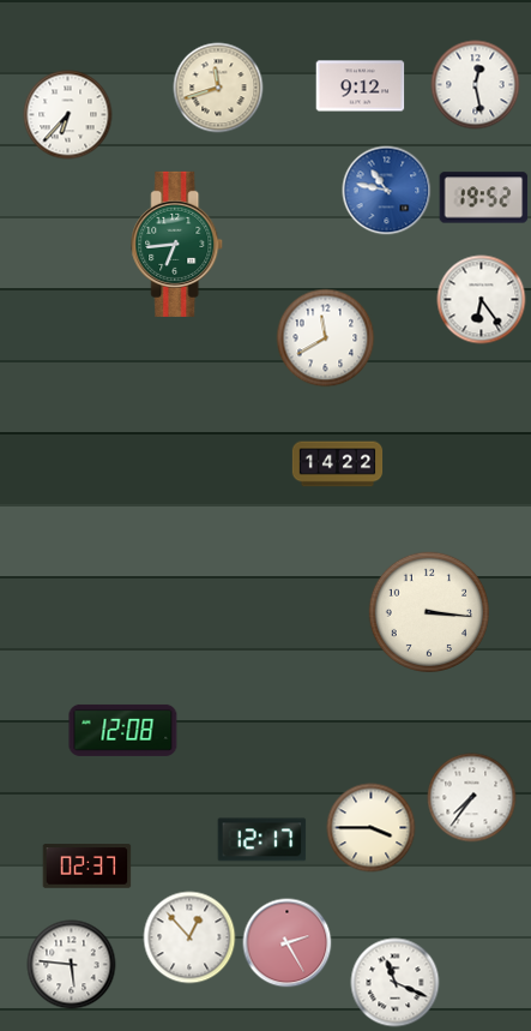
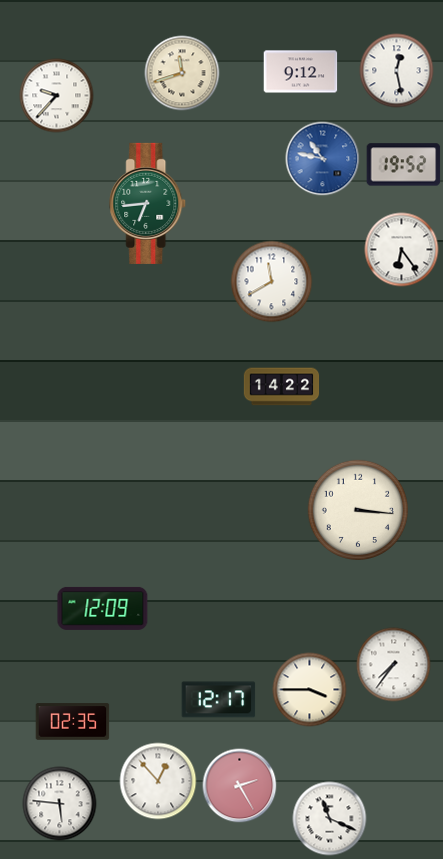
clock at (68, 115): 6:37 -> 9:37
clock at (123, 730): 12:08 -> 12:09
clock at (88, 867): 02:37 -> 02:35
